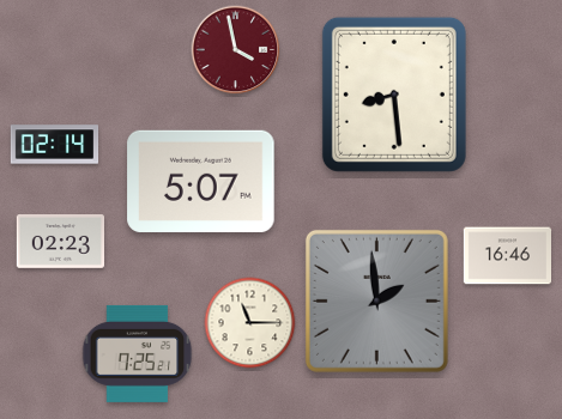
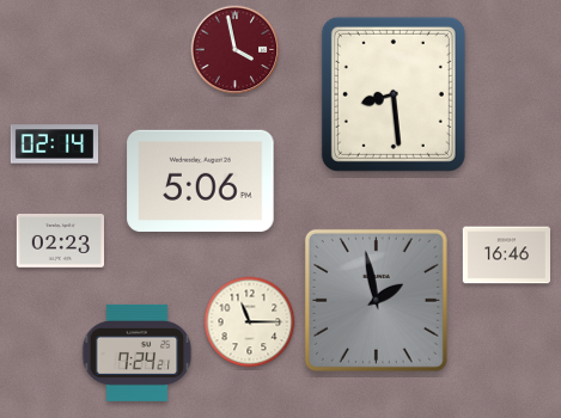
clock at (201, 181): 5:07 -> 5:06
clock at (376, 300): 1:59 -> 1:58
clock at (138, 353): 7:25 -> 7:24
